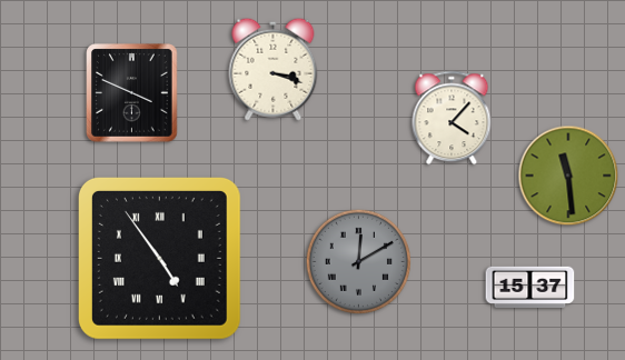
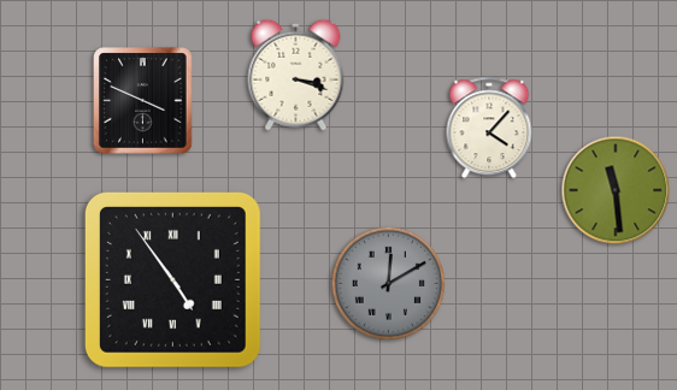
clock at (530, 287): 15:37 -> none
